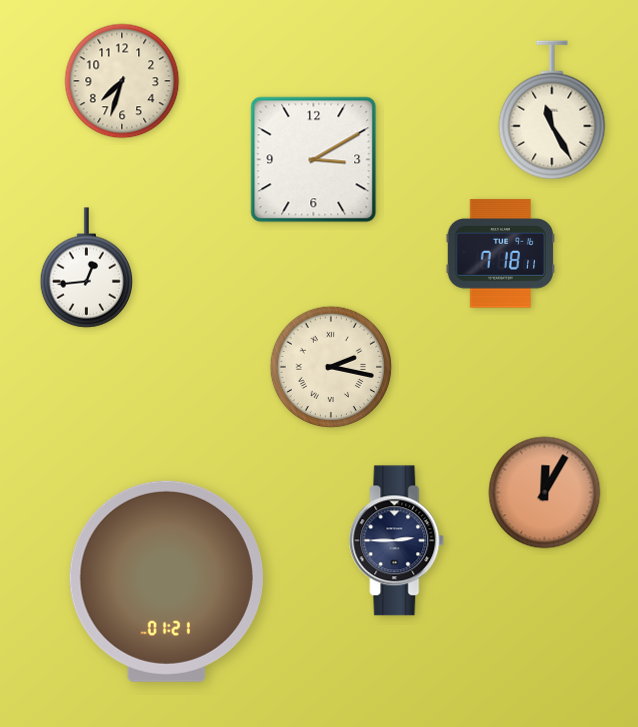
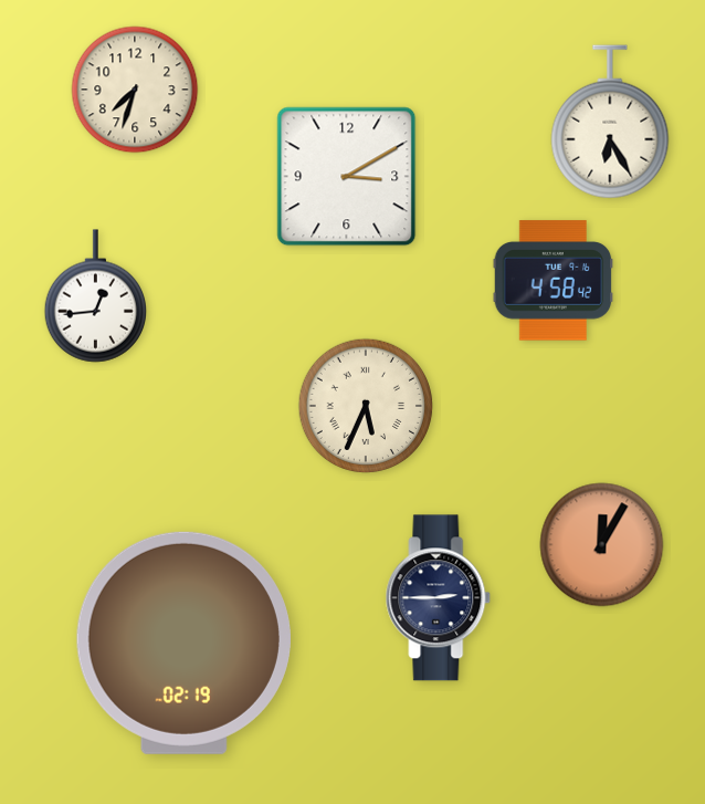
clock at (552, 110): 11:25 -> 6:25
clock at (501, 254): 7:18 -> 4:58
clock at (331, 367): 2:17 -> 5:34
clock at (166, 581): 01:21 -> 02:19
